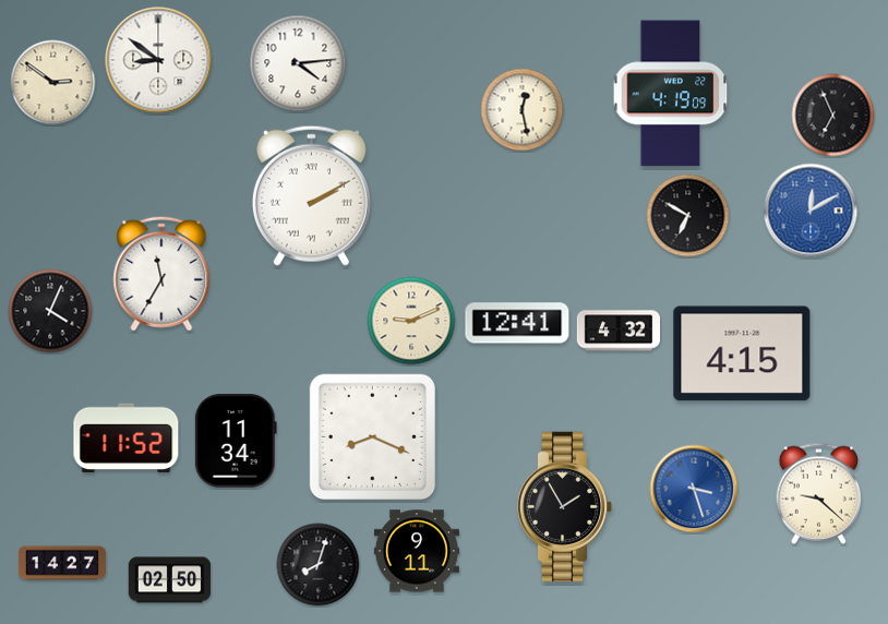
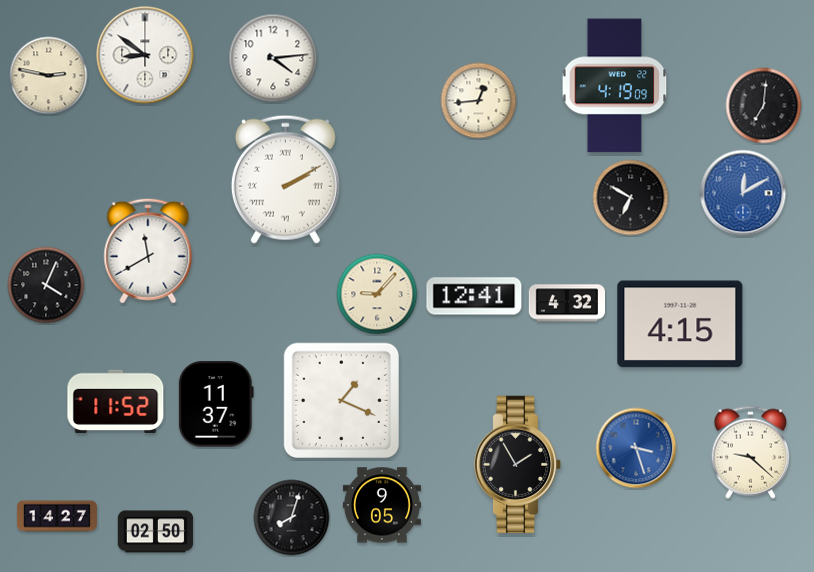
clock at (53, 83): 2:51 -> 2:47
clock at (523, 110): 12:28 -> 12:44
clock at (833, 116): 6:56 -> 7:01
clock at (161, 274): 11:35 -> 11:40
clock at (411, 321): 9:11 -> 9:07
clock at (372, 436): 8:19 -> 1:19
clock at (236, 441): 11:34 -> 11:37
clock at (417, 551): 9:11 -> 9:05
